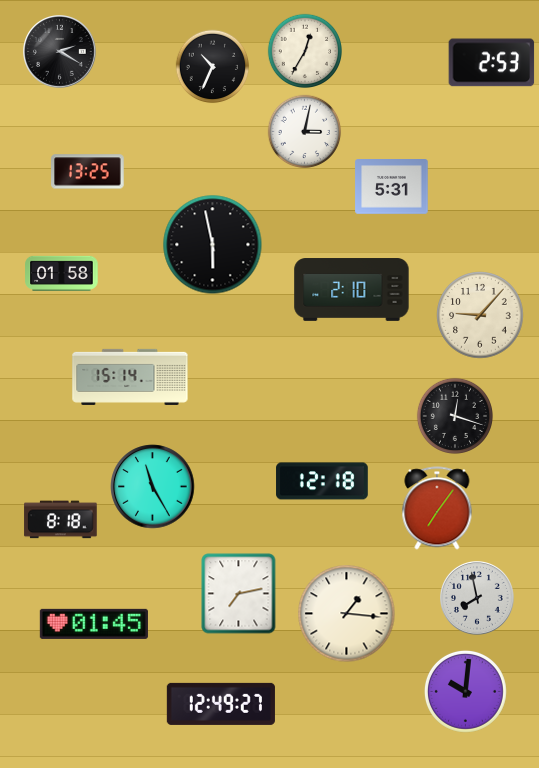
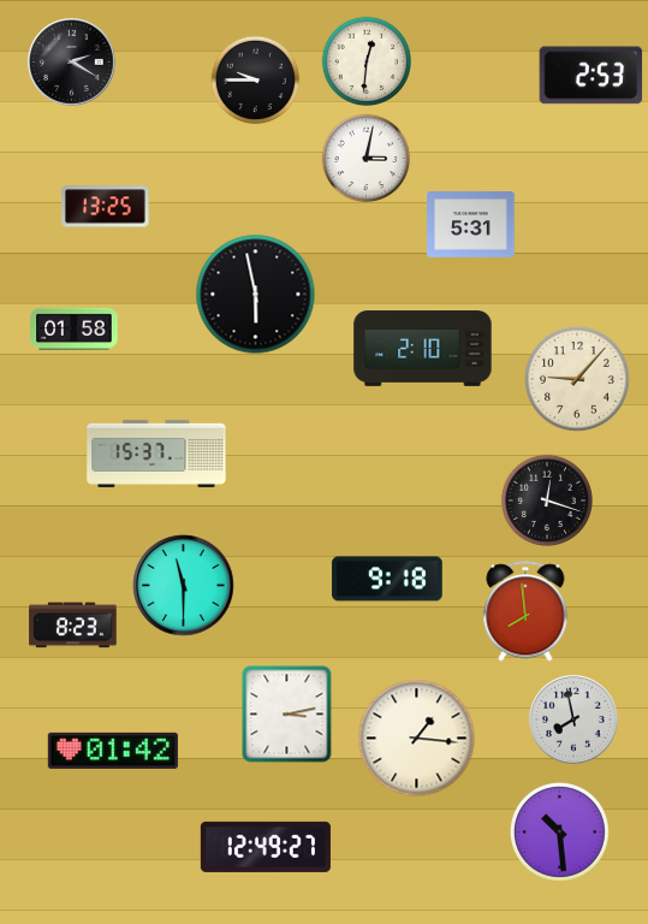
clock at (304, 50): 12:35 -> 12:31
clock at (213, 67): 10:34 -> 9:45
clock at (130, 377): 15:14 -> 15:37
clock at (322, 481): 12:18 -> 9:18
clock at (153, 487): 11:25 -> 11:30
clock at (437, 508): 7:06 -> 7:59
clock at (61, 520): 8:18 -> 8:23
clock at (239, 594): 7:13 -> 3:13
clock at (94, 624): 01:45 -> 01:42
clock at (465, 691): 10:01 -> 10:29
